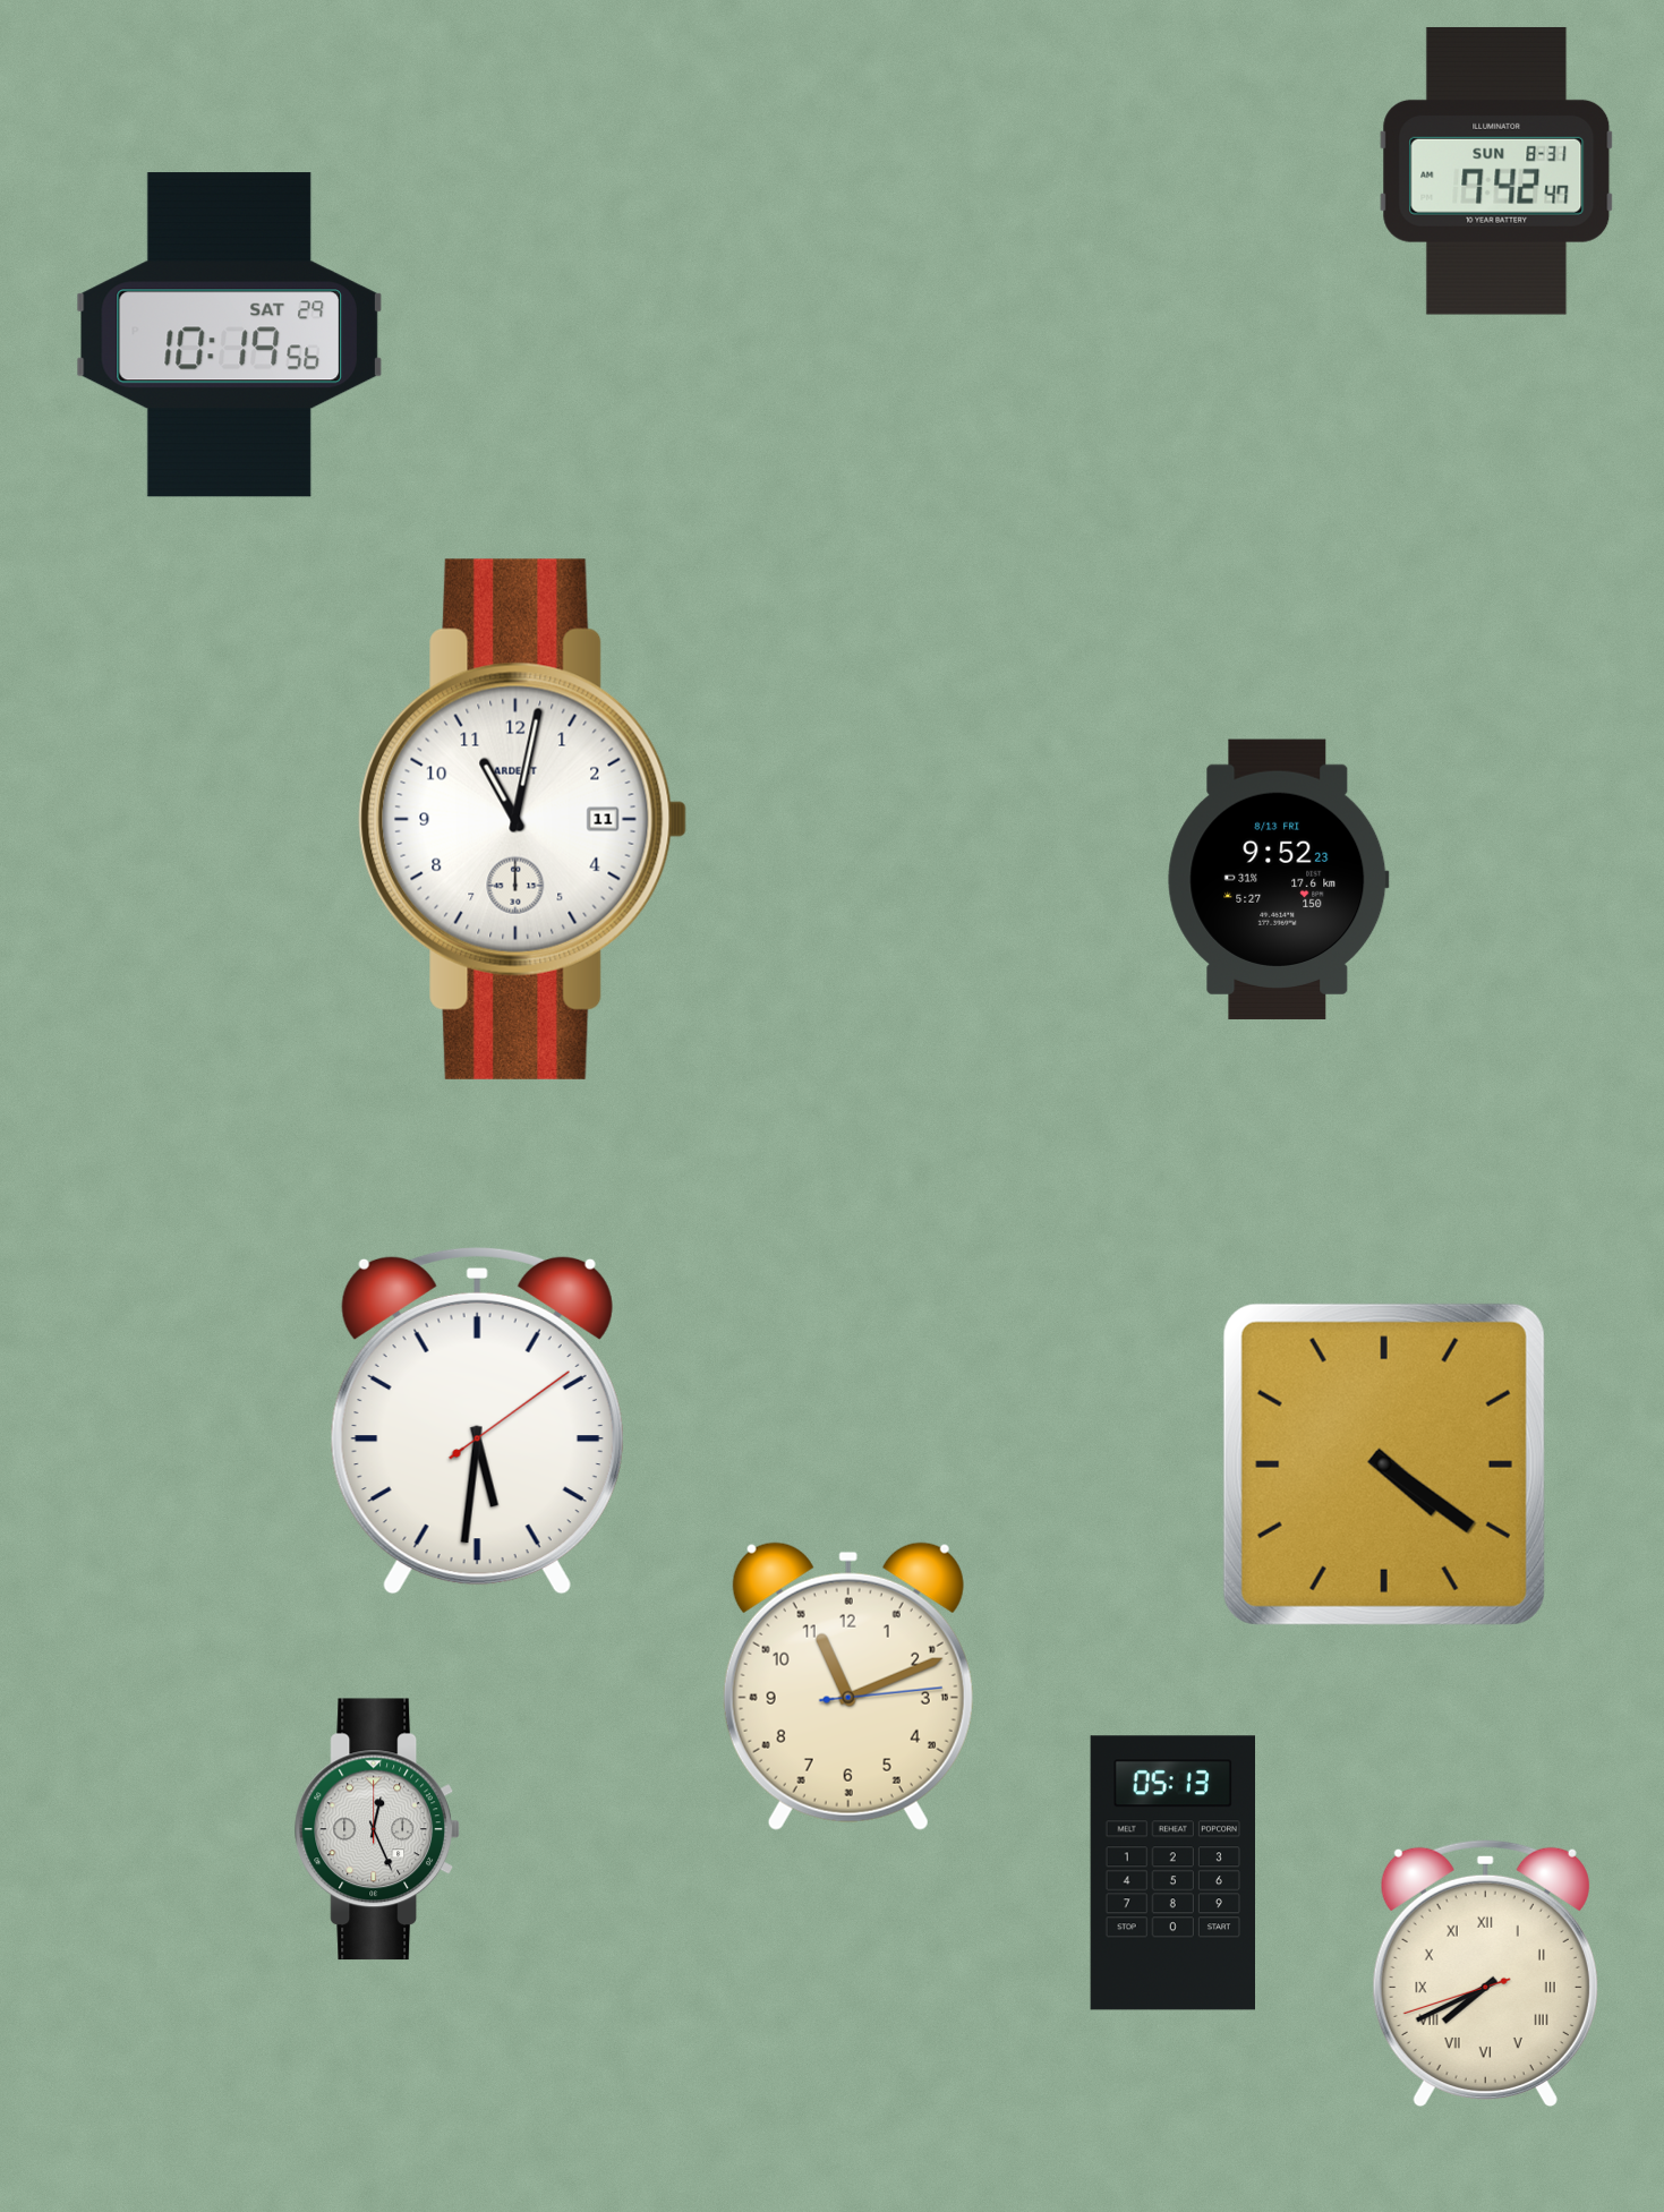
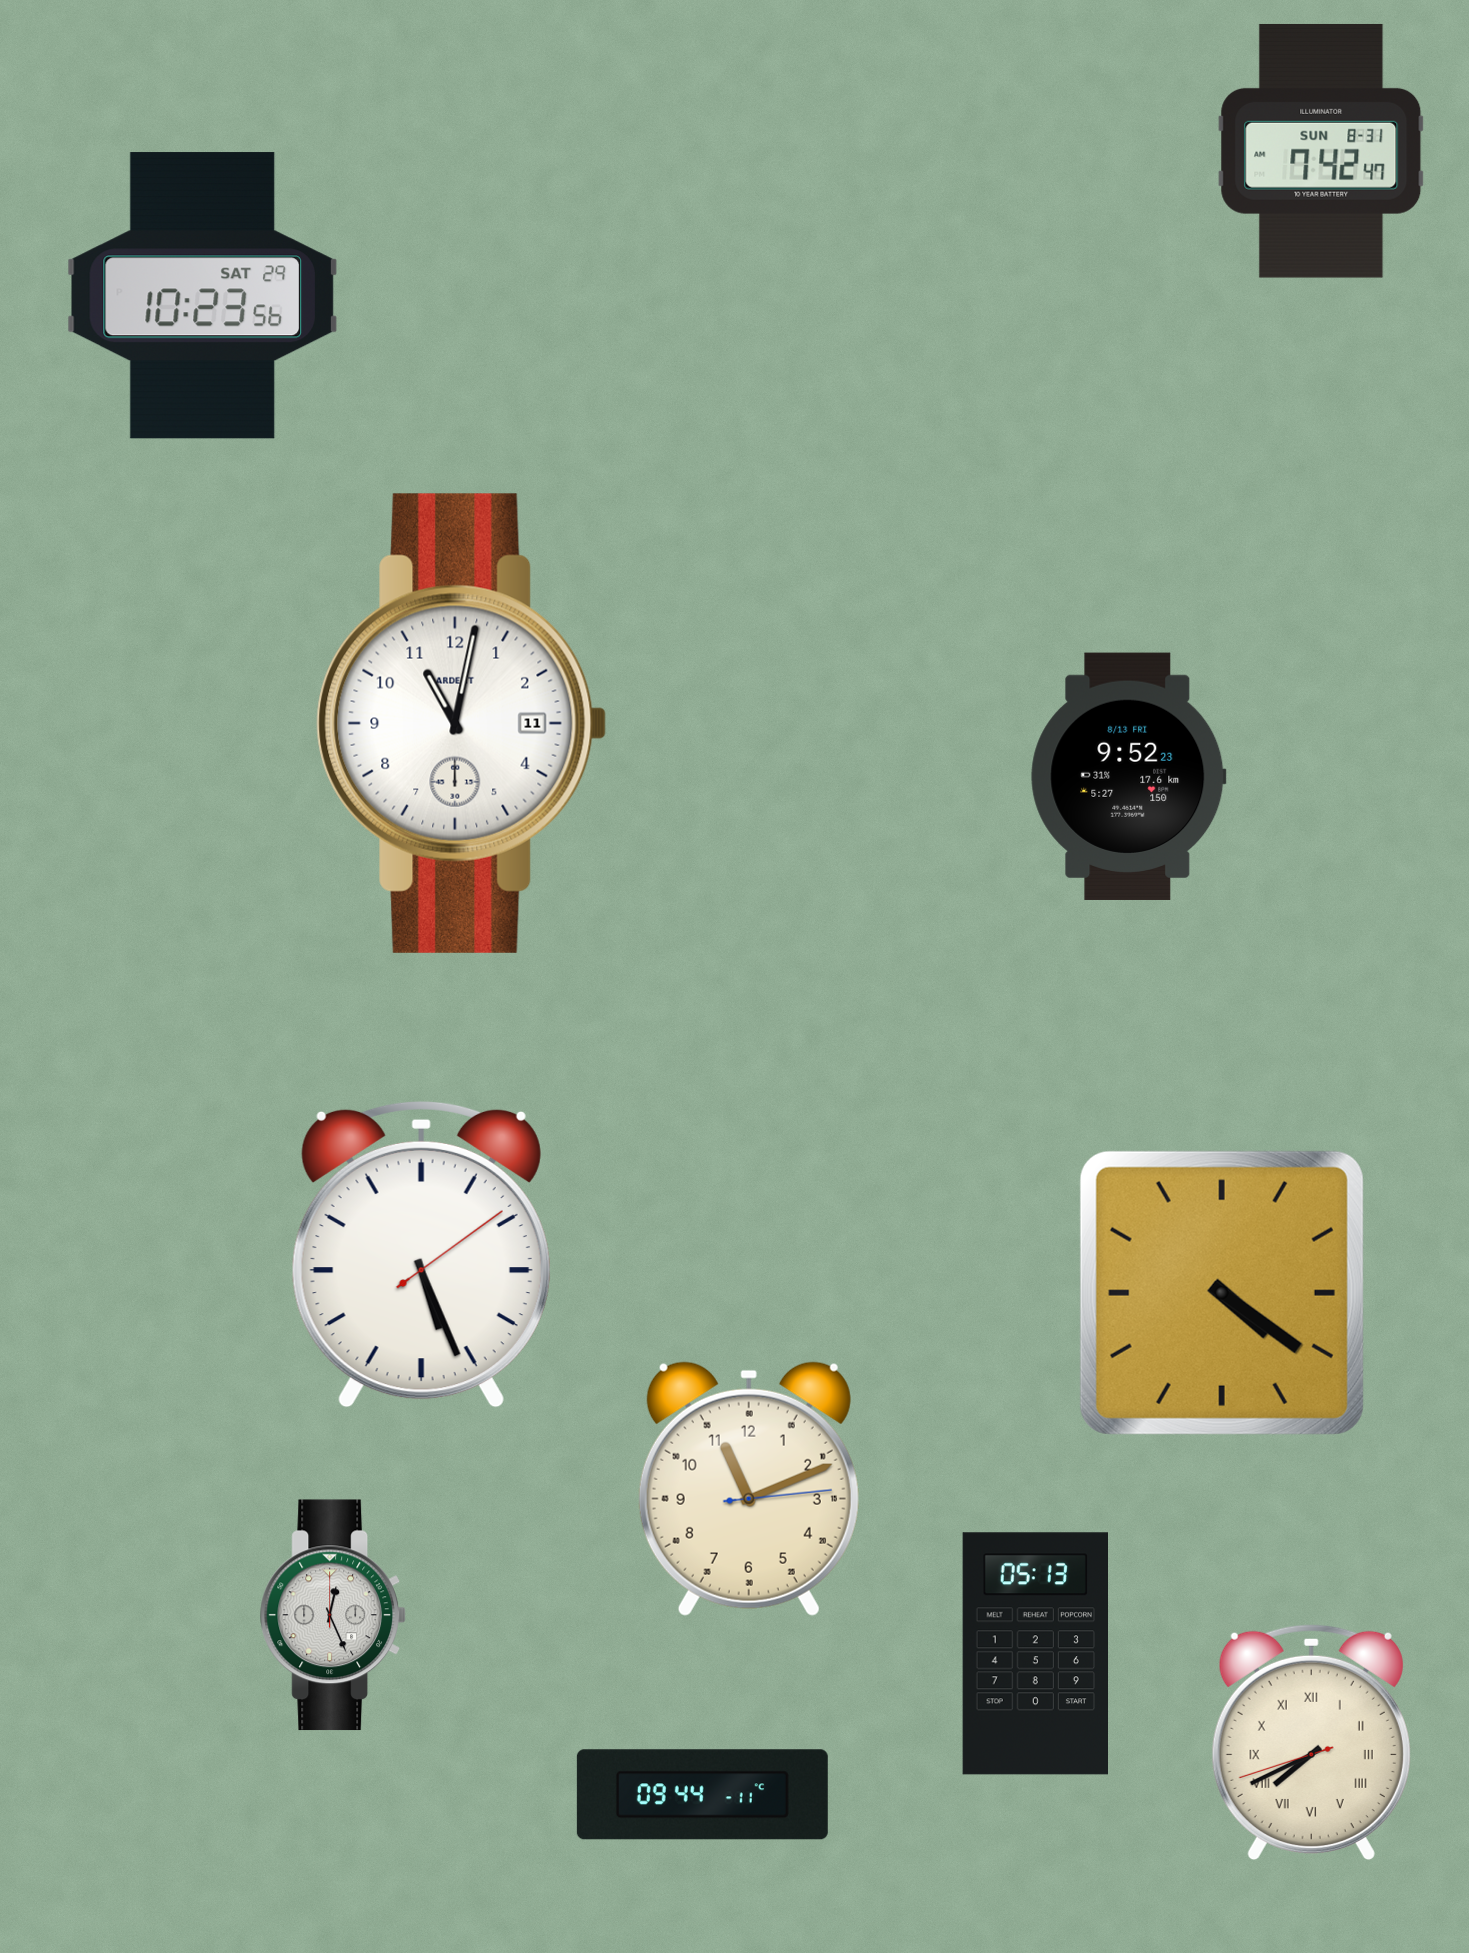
clock at (229, 335): 10:19 -> 10:23
clock at (477, 1420): 5:31 -> 5:26
clock at (702, 1795): none -> 09:44
